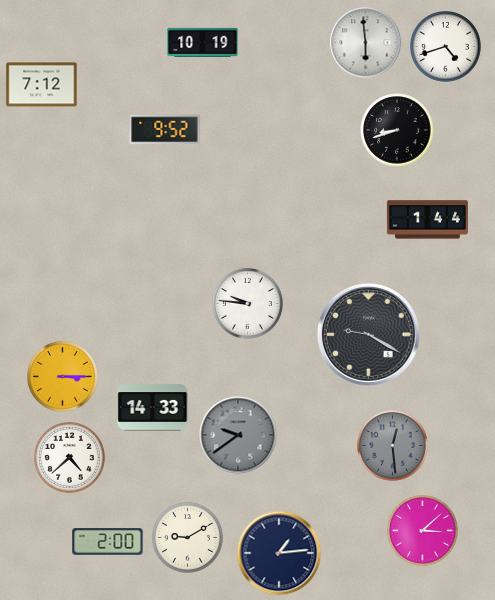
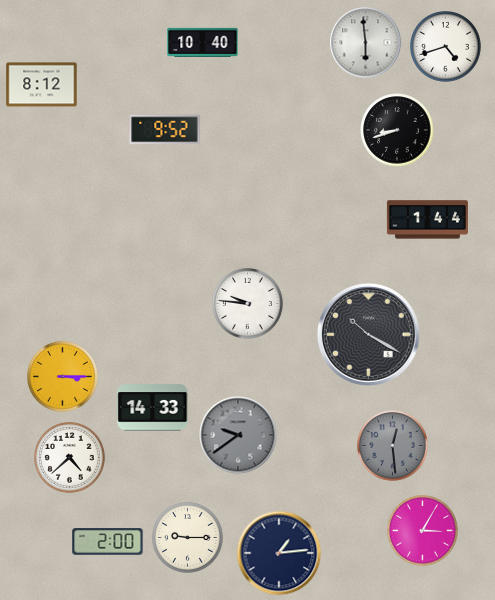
clock at (203, 42): 10:19 -> 10:40
clock at (42, 85): 7:12 -> 8:12
clock at (368, 334): 9:20 -> 10:20
clock at (423, 531): 3:08 -> 3:05
clock at (188, 538): 9:10 -> 9:15
